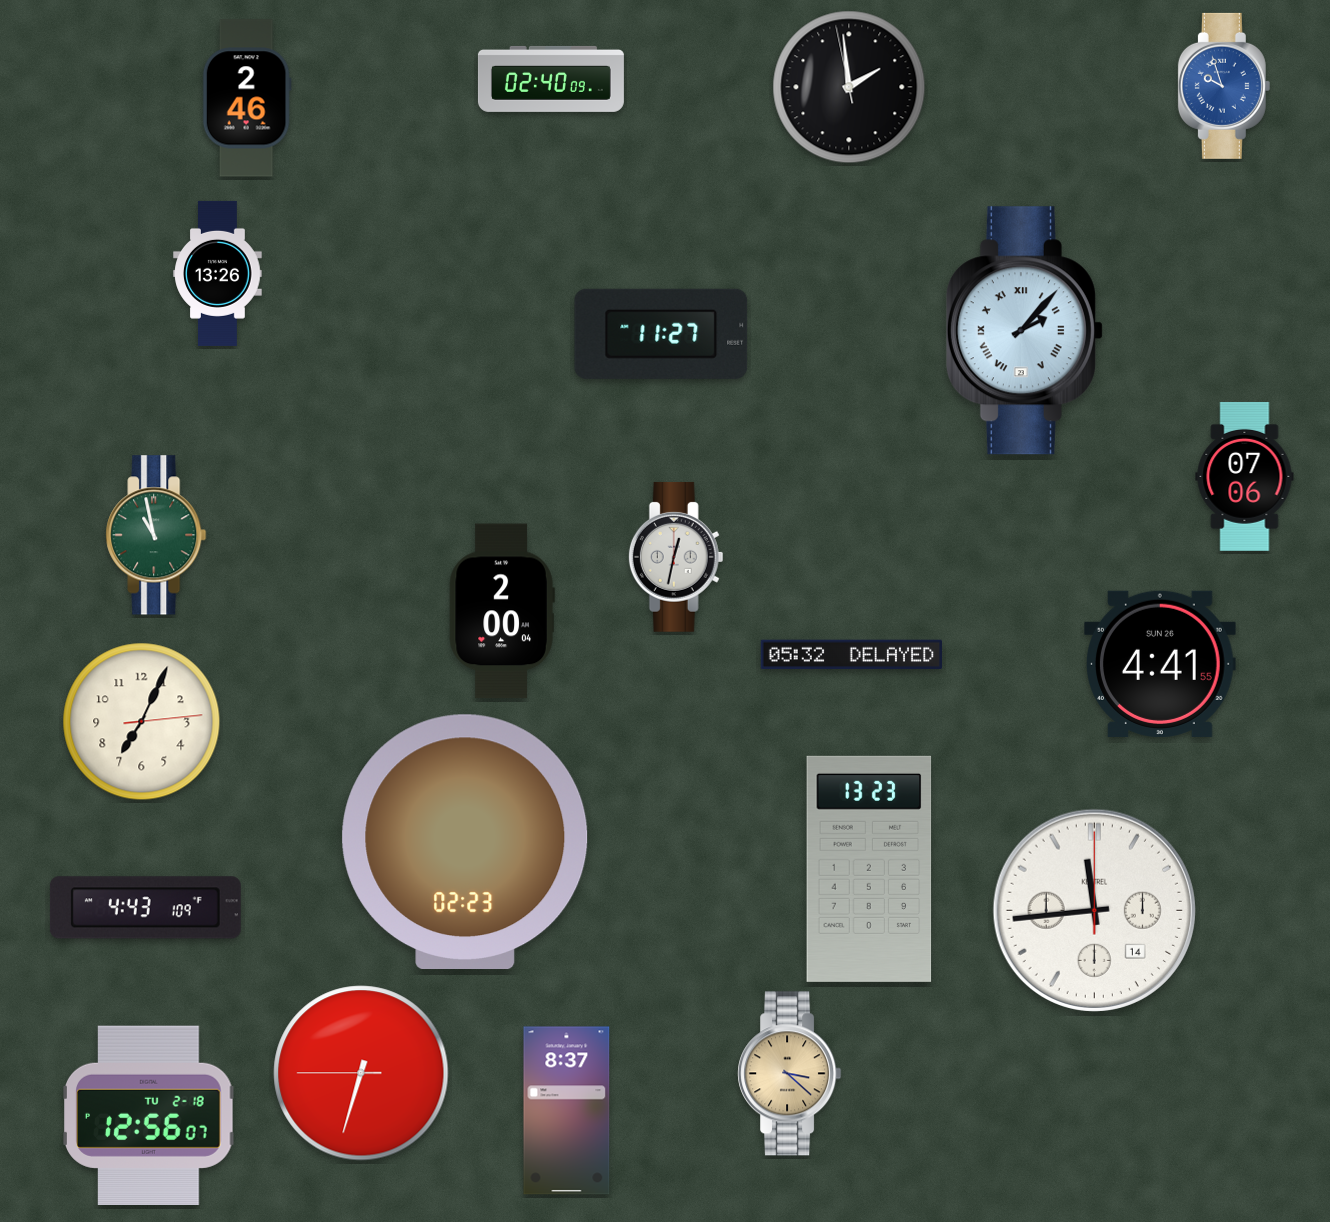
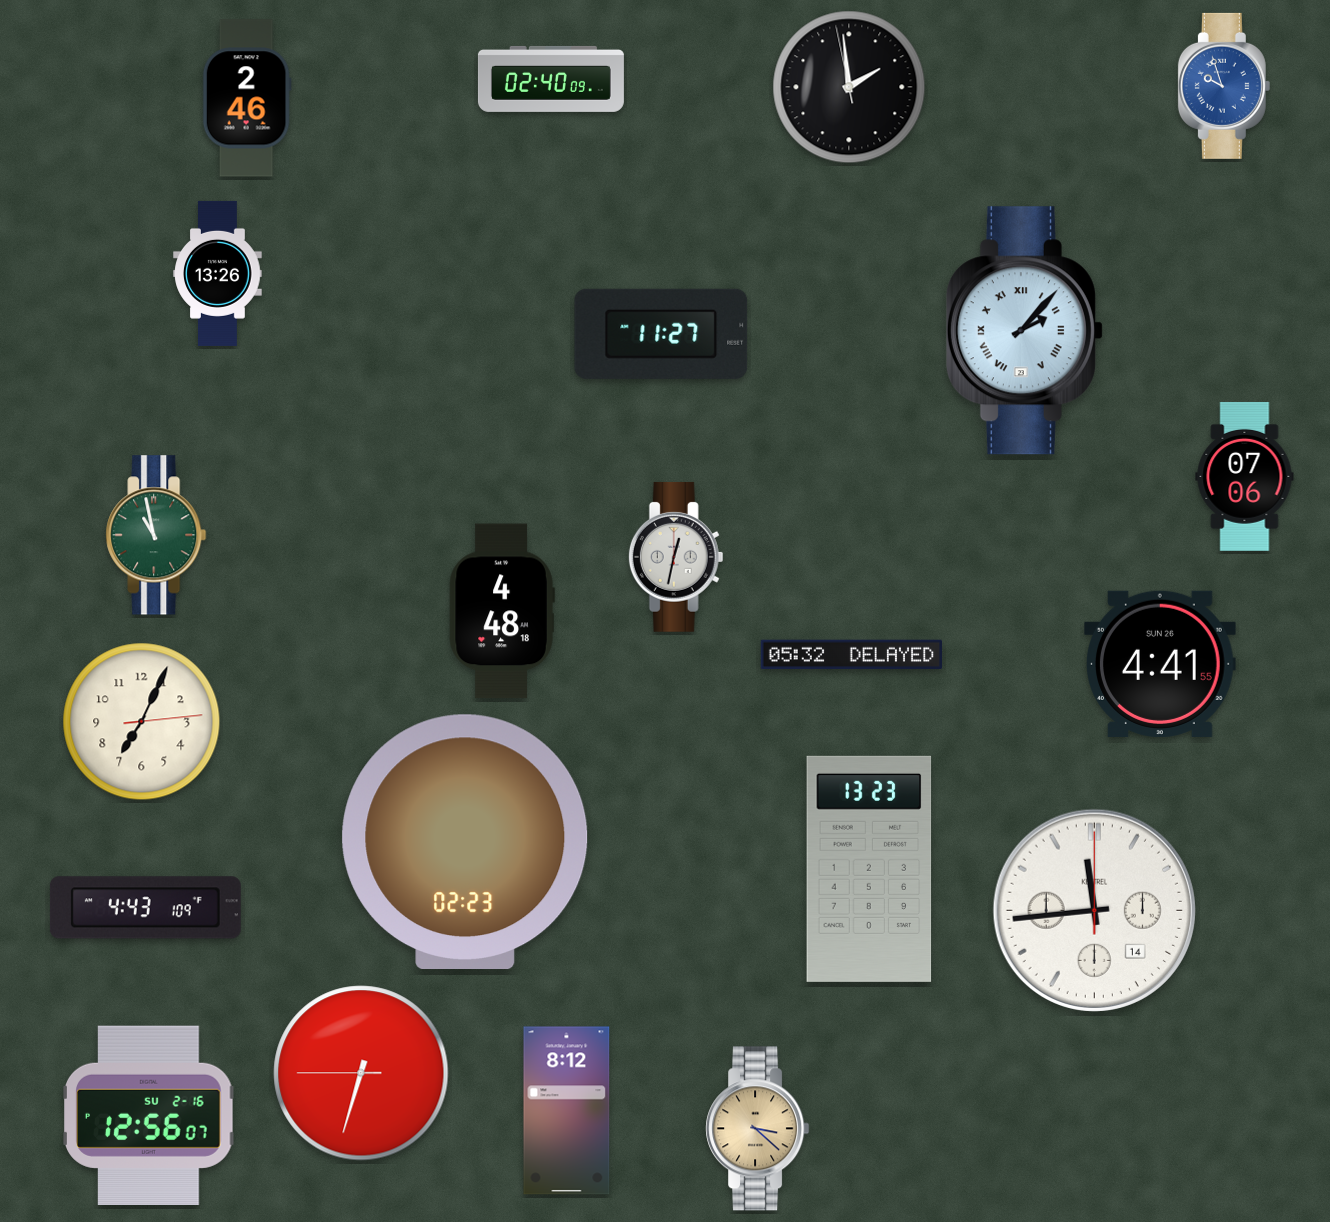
clock at (502, 611): 2:00 -> 4:48
clock at (790, 1074) position: (790, 1074) -> (758, 1129)
clock at (567, 1111): 8:37 -> 8:12
clock at (149, 1115) date: TU 2-18 -> SU 2-16
